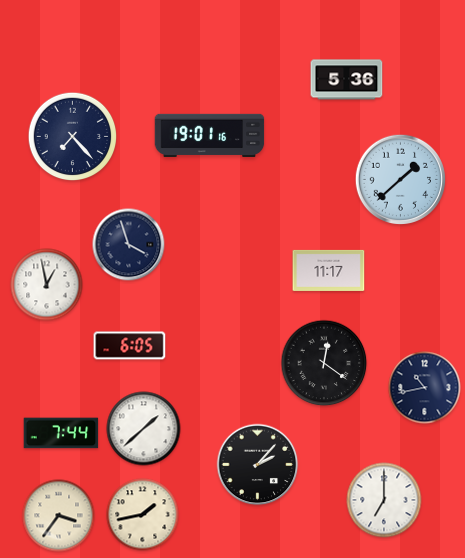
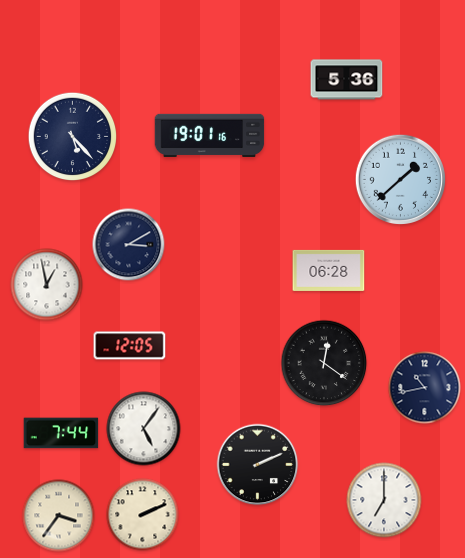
clock at (73, 137): 7:23 -> 5:23
clock at (129, 245): 3:57 -> 3:10
clock at (329, 270): 11:17 -> 06:28
clock at (130, 346): 6:05 -> 12:05
clock at (144, 429): 1:38 -> 5:06
clock at (258, 465): 2:07 -> 2:11
clock at (143, 515): 1:43 -> 2:11
